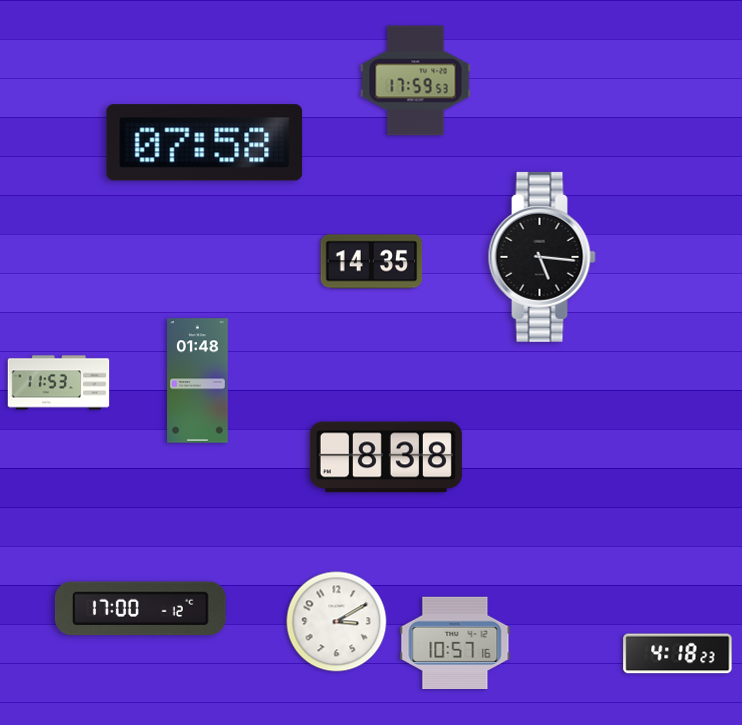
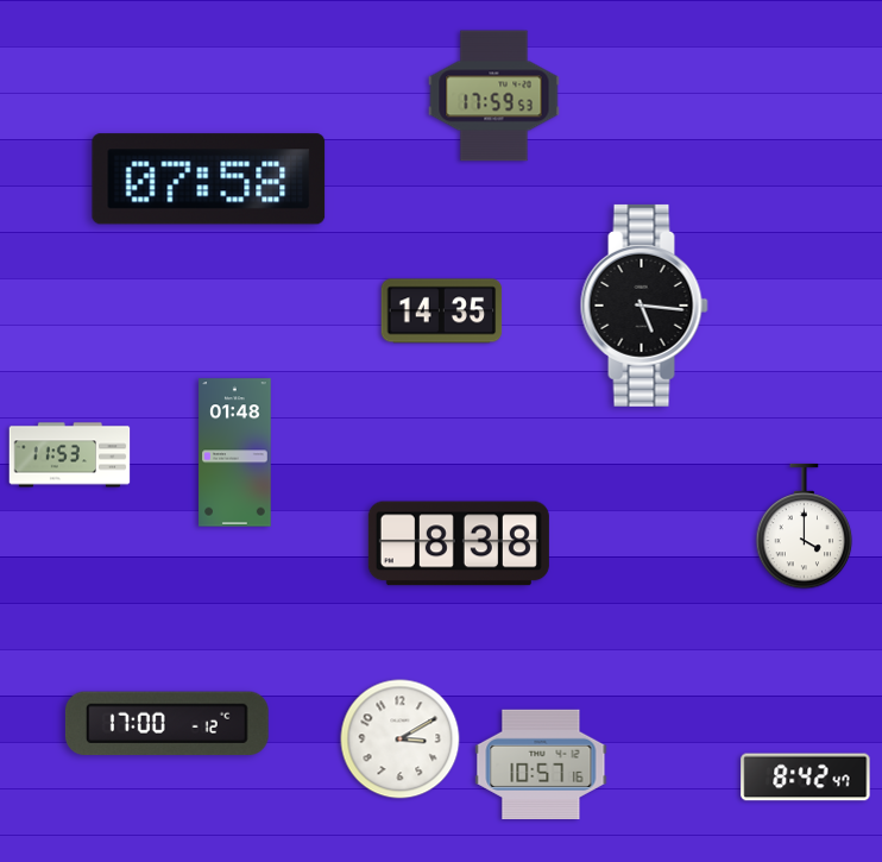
clock at (205, 143) position: (205, 143) -> (209, 180)
clock at (805, 527): none -> 4:00
clock at (678, 654): 4:18 -> 8:42
